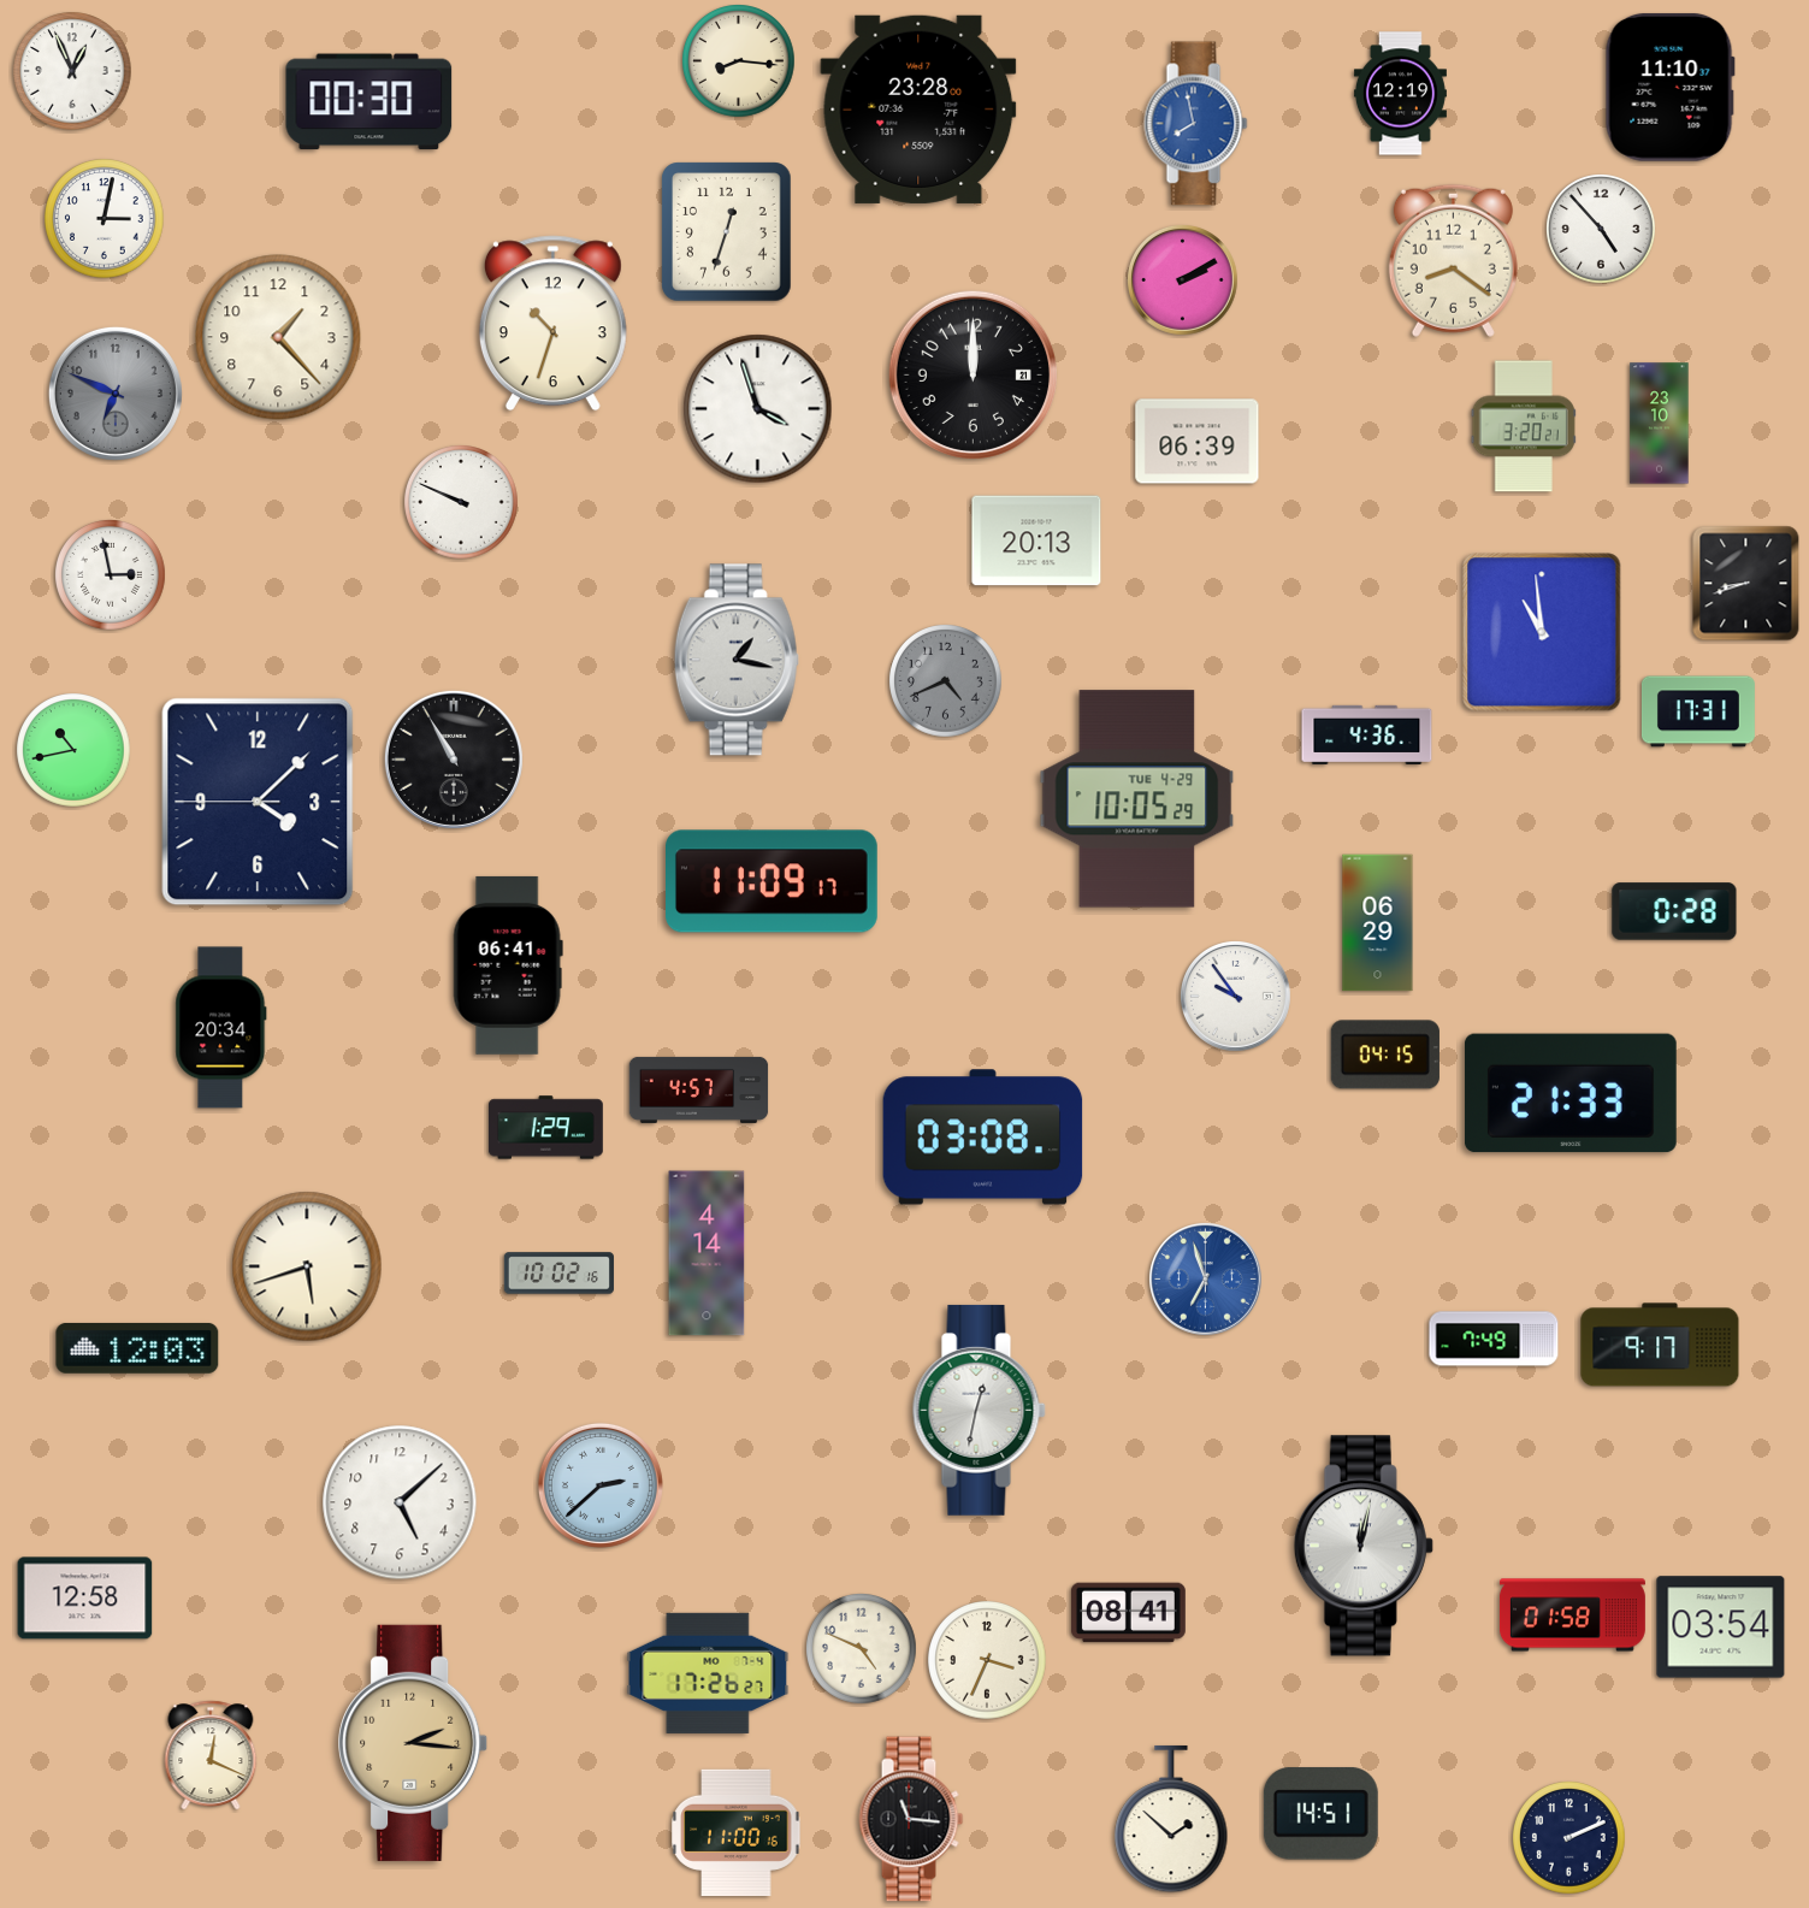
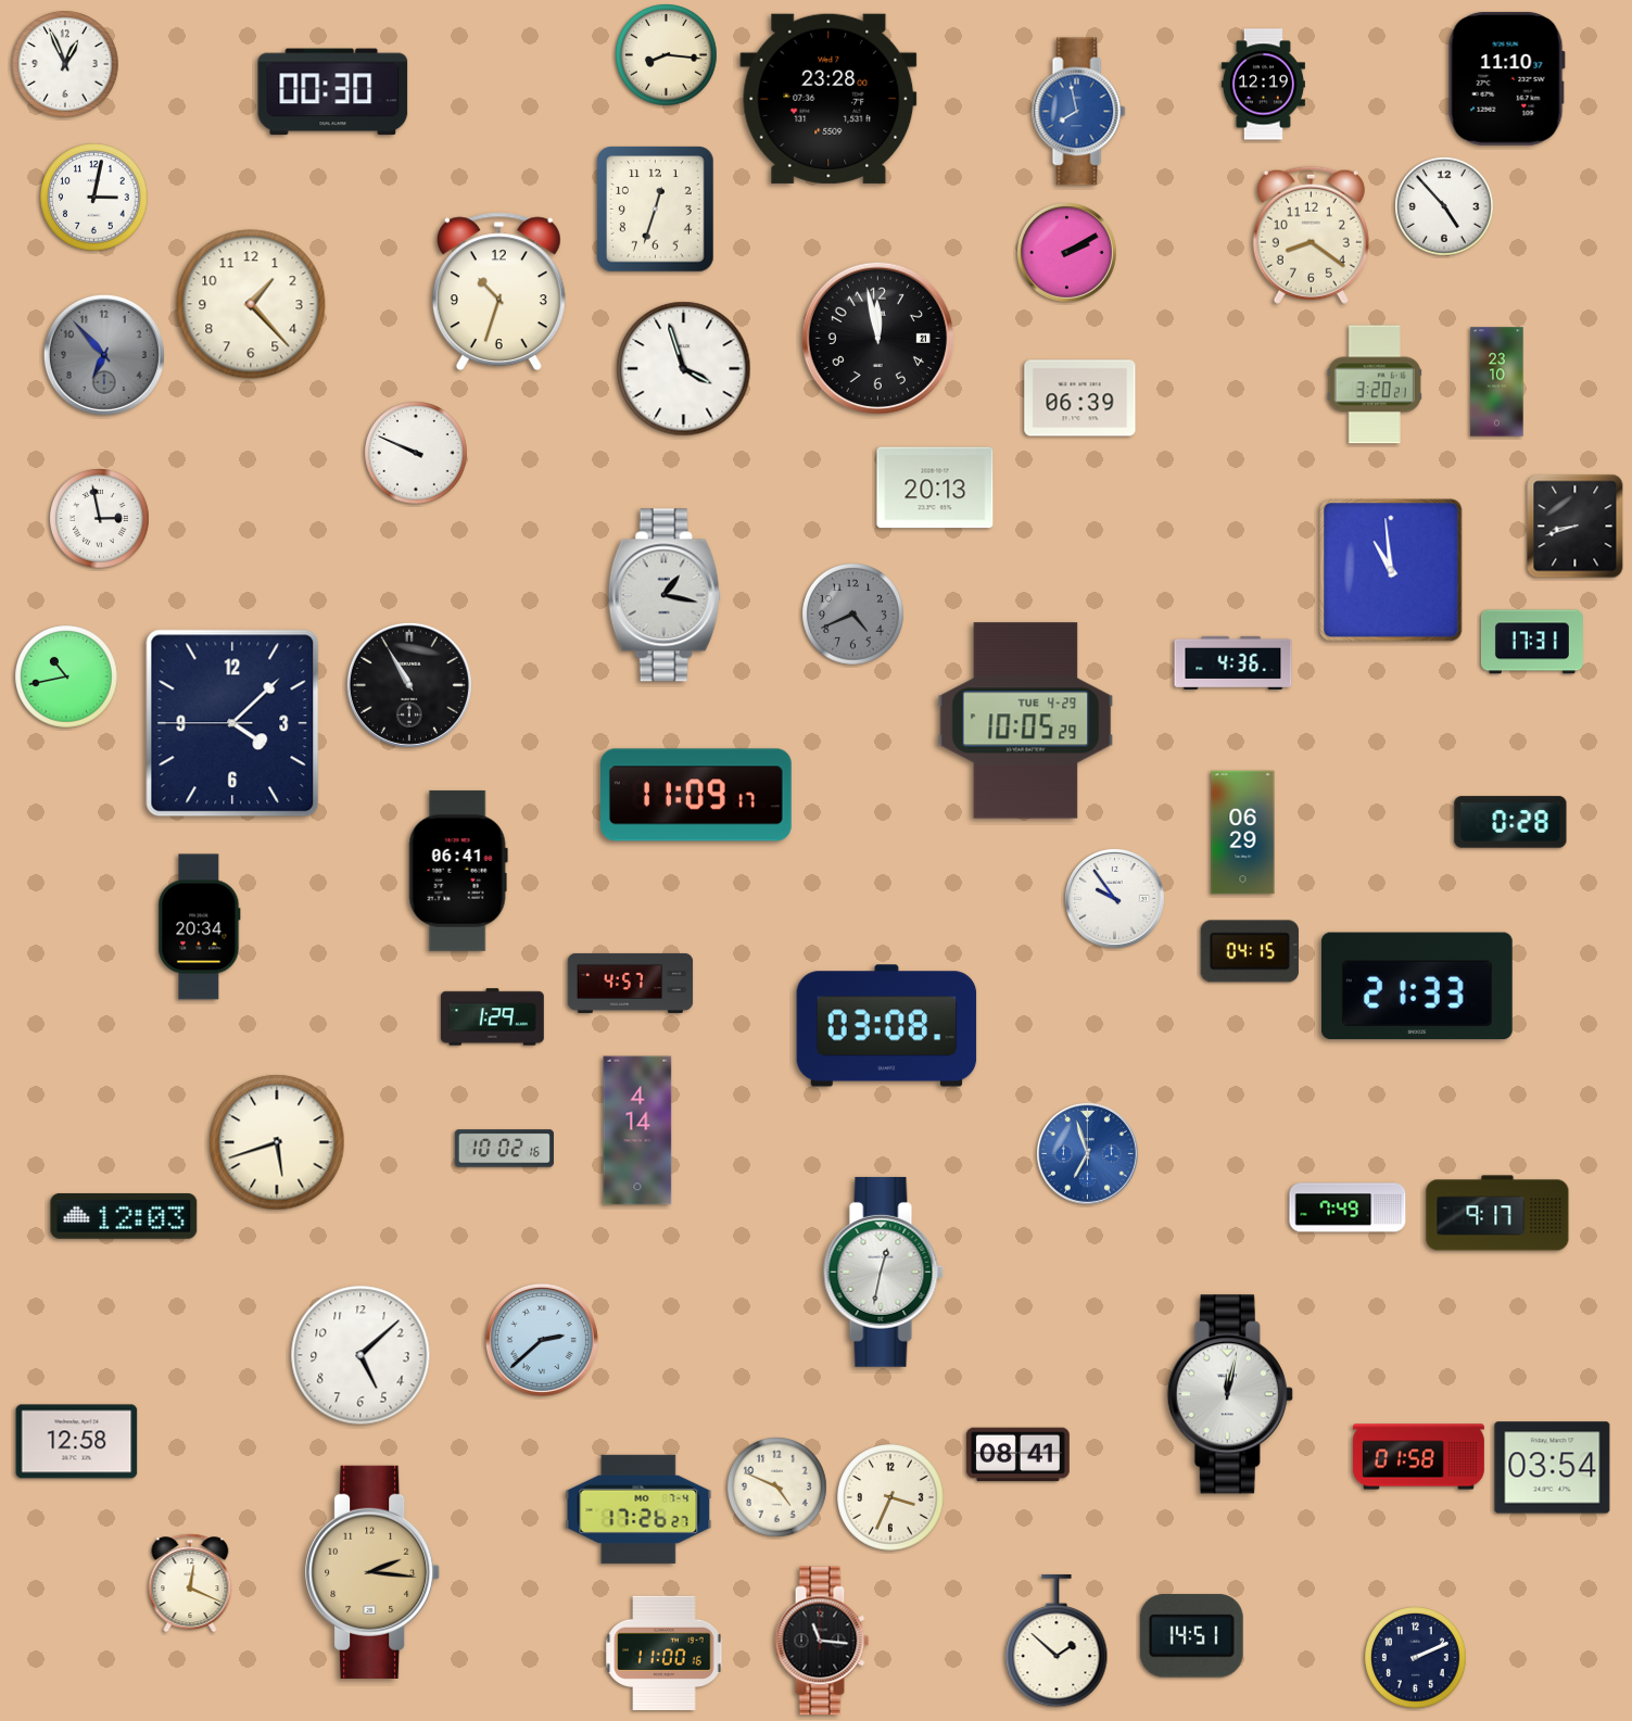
clock at (973, 374): 12:00 -> 11:58
clock at (116, 394): 6:49 -> 6:53
